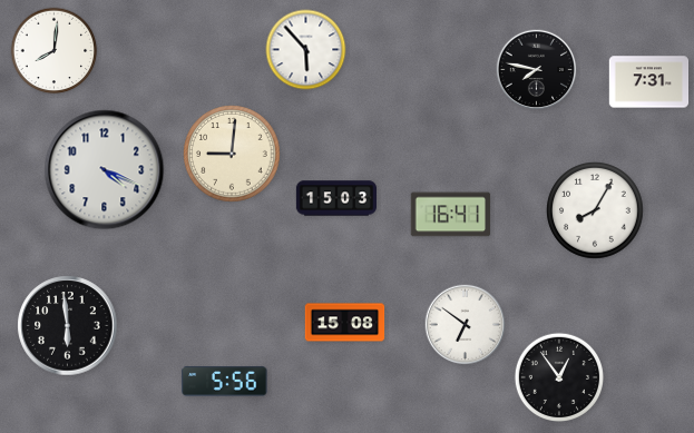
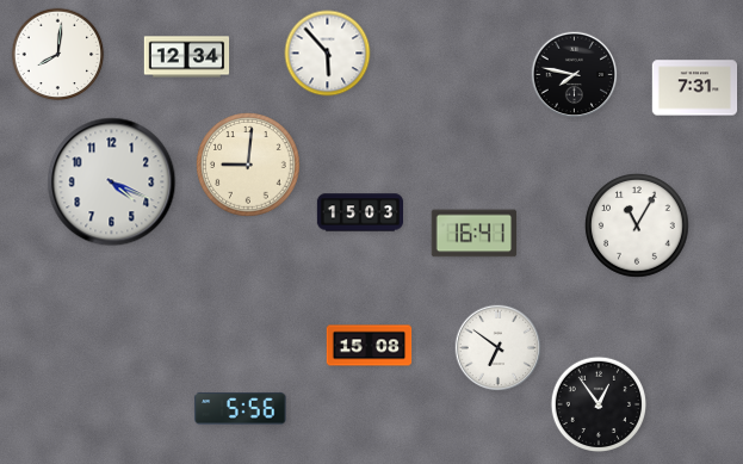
clock at (187, 57): none -> 12:34
clock at (595, 210): 8:05 -> 11:05
clock at (451, 215) position: (451, 215) -> (475, 234)
clock at (68, 326): 5:59 -> none
